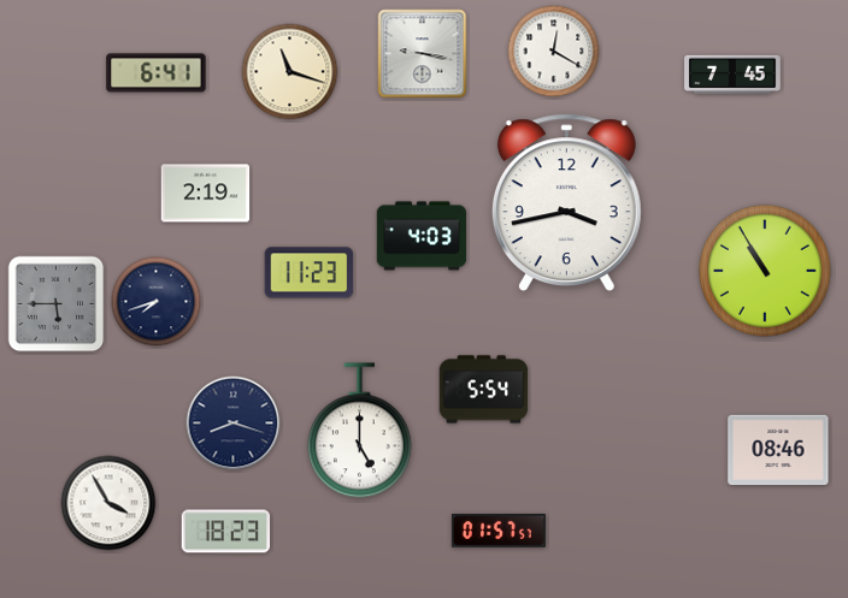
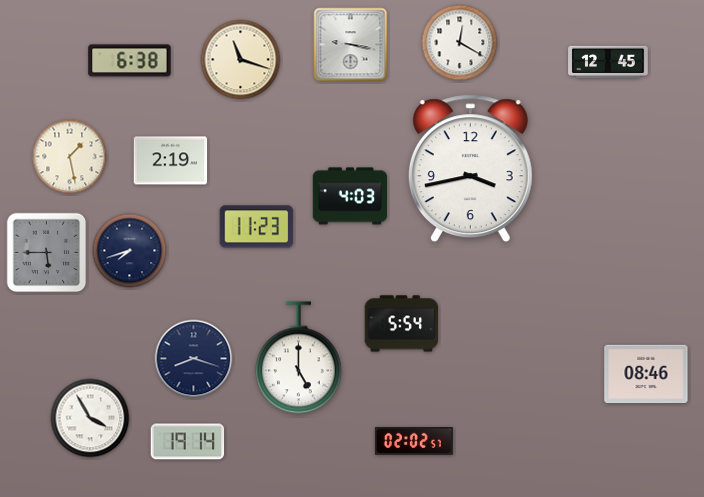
clock at (157, 73): 6:41 -> 6:38
clock at (732, 75): 7:45 -> 12:45
clock at (70, 157): none -> 1:28
clock at (765, 271): 10:55 -> none
clock at (234, 424) position: (234, 424) -> (194, 359)
clock at (226, 532): 18:23 -> 19:14
clock at (499, 532): 01:57 -> 02:02
